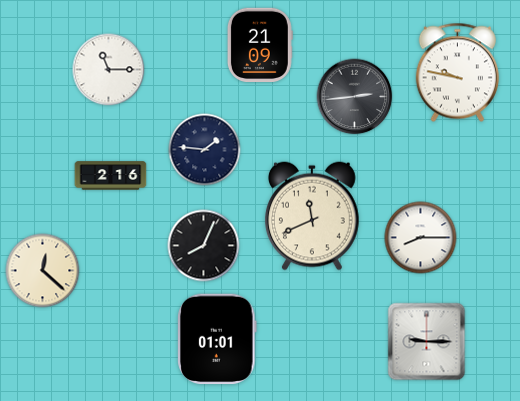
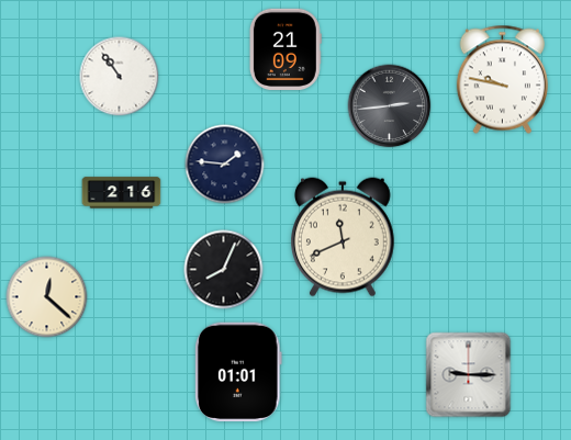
clock at (109, 70): 11:15 -> 10:54
clock at (421, 238): 8:15 -> none
